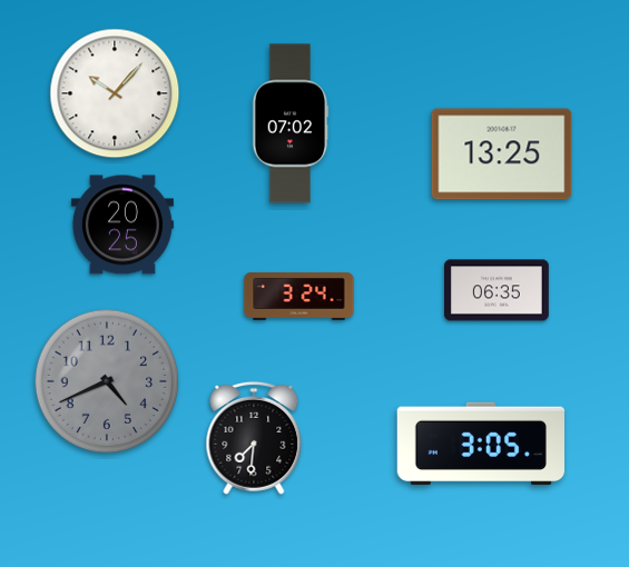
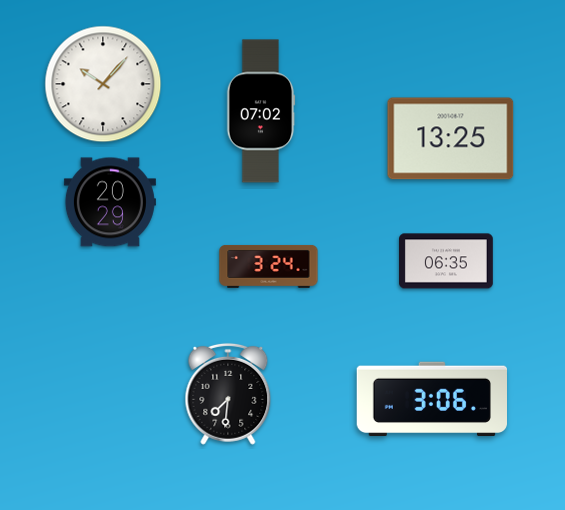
clock at (122, 225): 20:25 -> 20:29
clock at (107, 381): 4:41 -> none
clock at (480, 444): 3:05 -> 3:06
